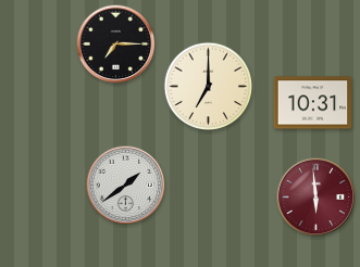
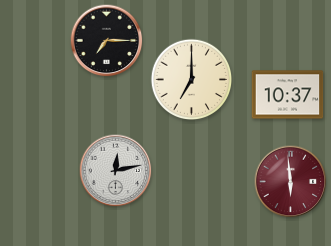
clock at (313, 103): 10:31 -> 10:37
clock at (126, 186): 1:39 -> 12:13
